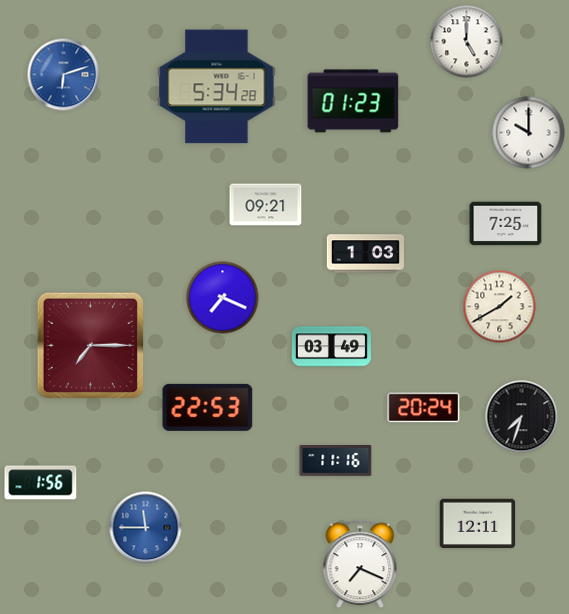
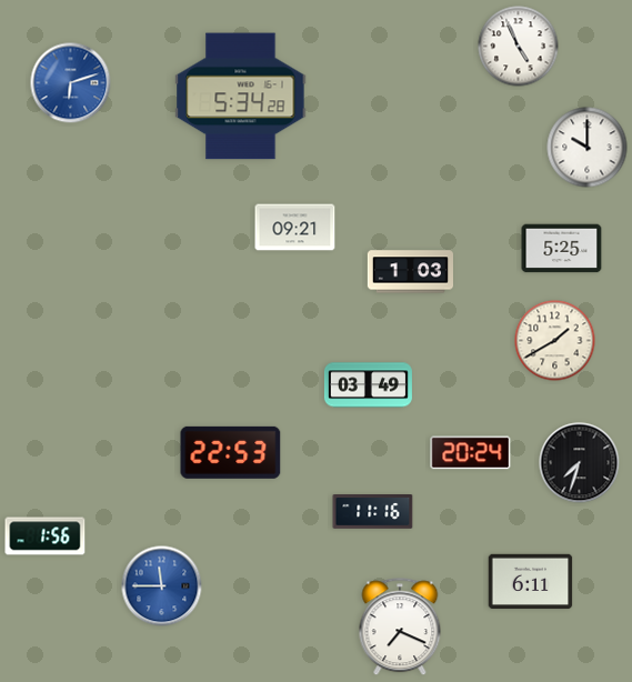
clock at (467, 42): 5:00 -> 4:56
clock at (353, 101): 01:23 -> none
clock at (506, 224): 7:25 -> 5:25
clock at (365, 254) position: (365, 254) -> (410, 272)
clock at (223, 298): 7:19 -> none
clock at (90, 345): 7:15 -> none
clock at (478, 524): 12:11 -> 6:11
